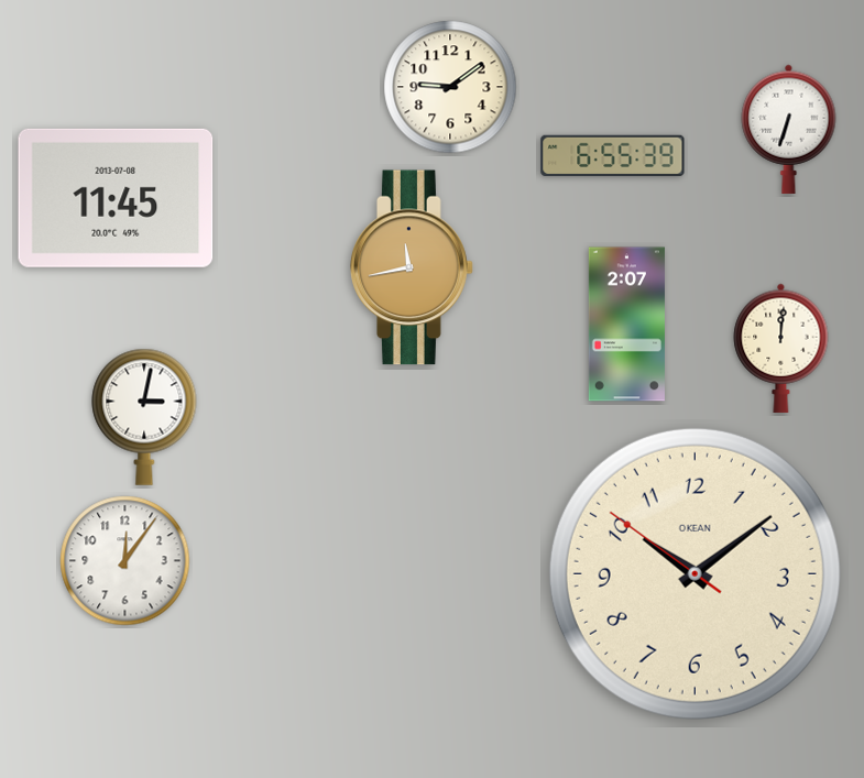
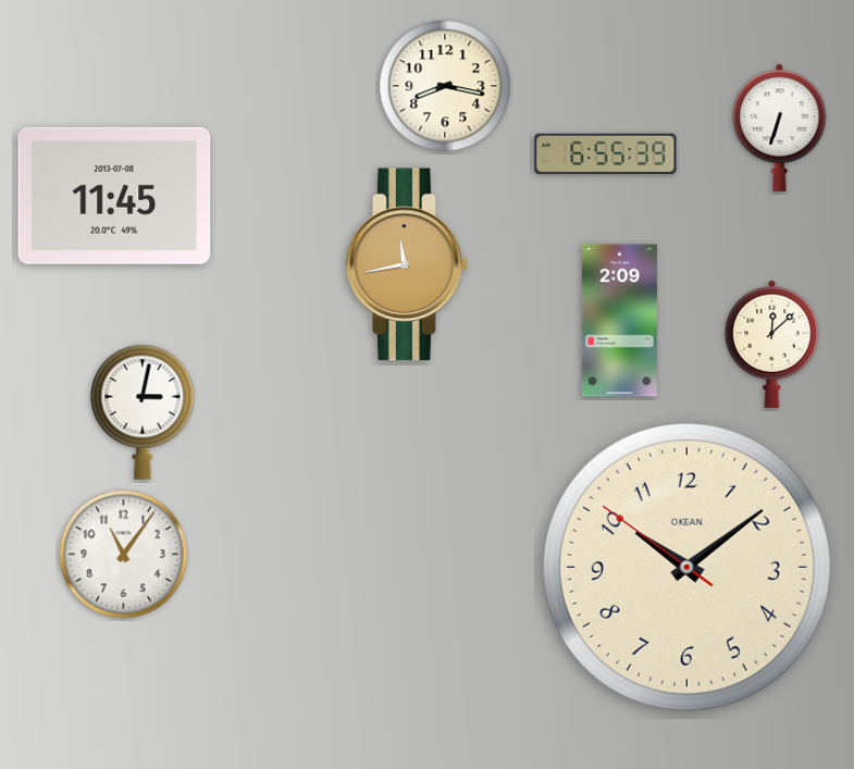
clock at (450, 87): 9:09 -> 8:17
clock at (626, 325): 2:07 -> 2:09
clock at (781, 348): 12:01 -> 12:08
clock at (125, 561): 12:06 -> 11:06
